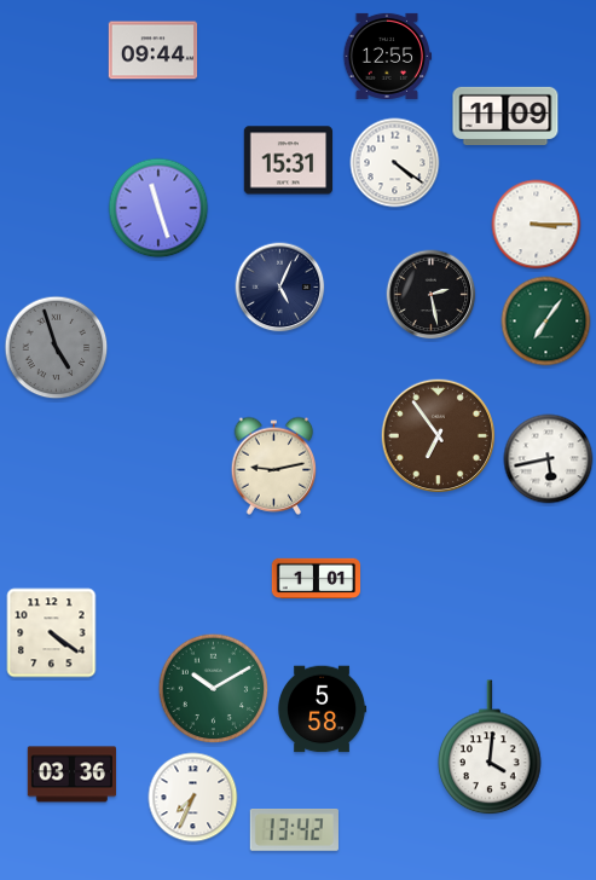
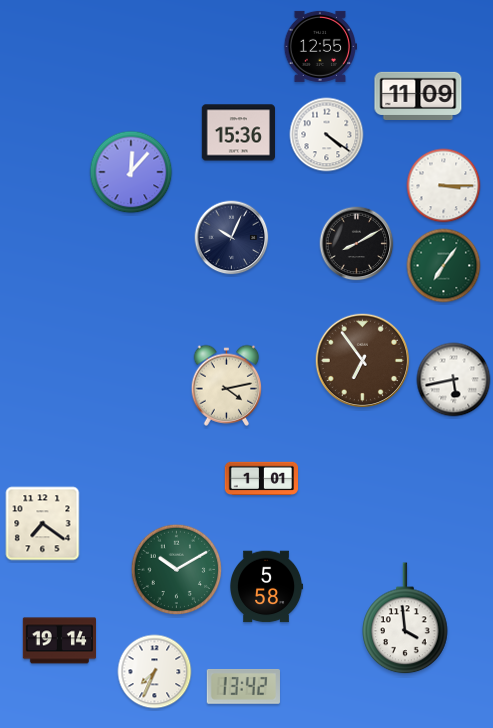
clock at (154, 51): 09:44 -> none
clock at (289, 161): 15:31 -> 15:36
clock at (158, 208): 11:27 -> 12:07
clock at (280, 288): 5:04 -> 10:04
clock at (432, 295): 2:28 -> 8:10
clock at (546, 322) position: (546, 322) -> (444, 266)
clock at (57, 348): 4:57 -> none
clock at (274, 465): 9:13 -> 4:13
clock at (52, 633): 4:21 -> 7:21
clock at (490, 748): 4:01 -> 3:59
clock at (71, 775): 03:36 -> 19:14
clock at (193, 798) position: (193, 798) -> (155, 672)
